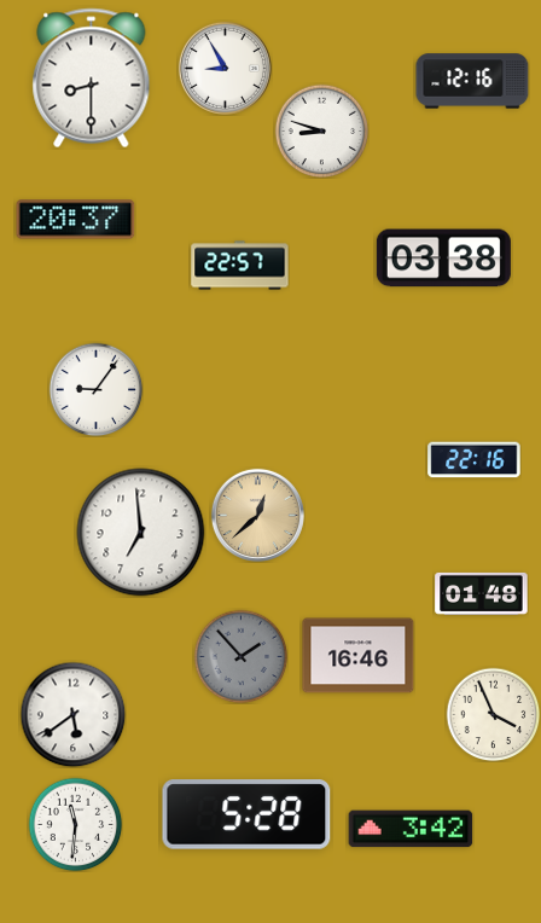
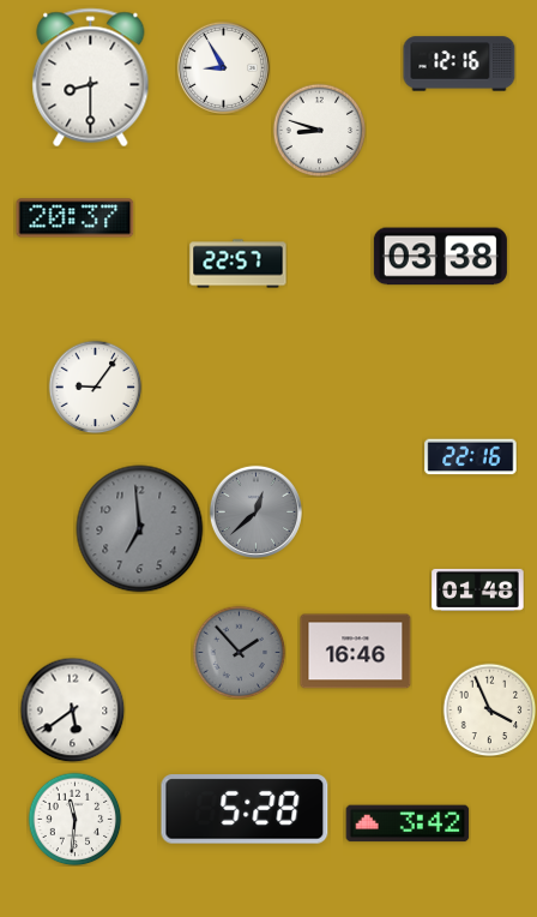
clock at (472, 81) position: (472, 81) -> (459, 64)
clock at (257, 515) dial: champagne -> grey
clock at (141, 533) dial: white -> grey
